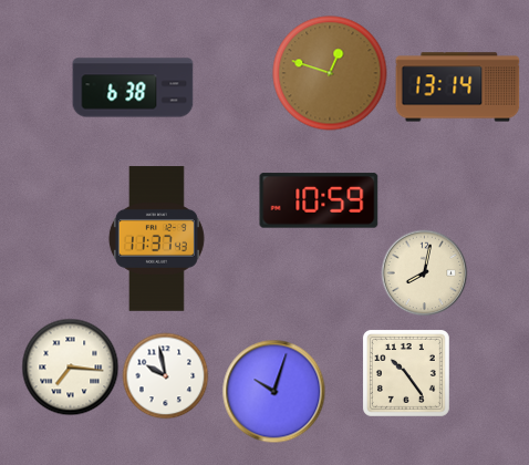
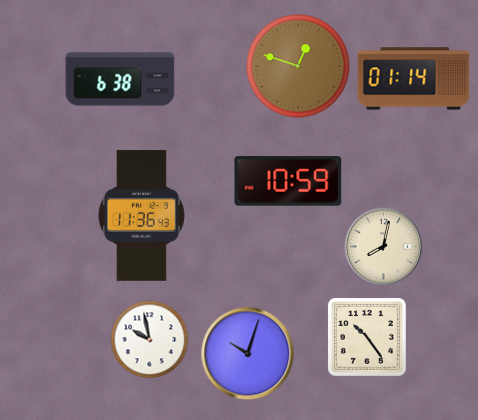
clock at (458, 87): 13:14 -> 01:14
clock at (156, 239): 11:37 -> 11:36
clock at (70, 366): 7:16 -> none
